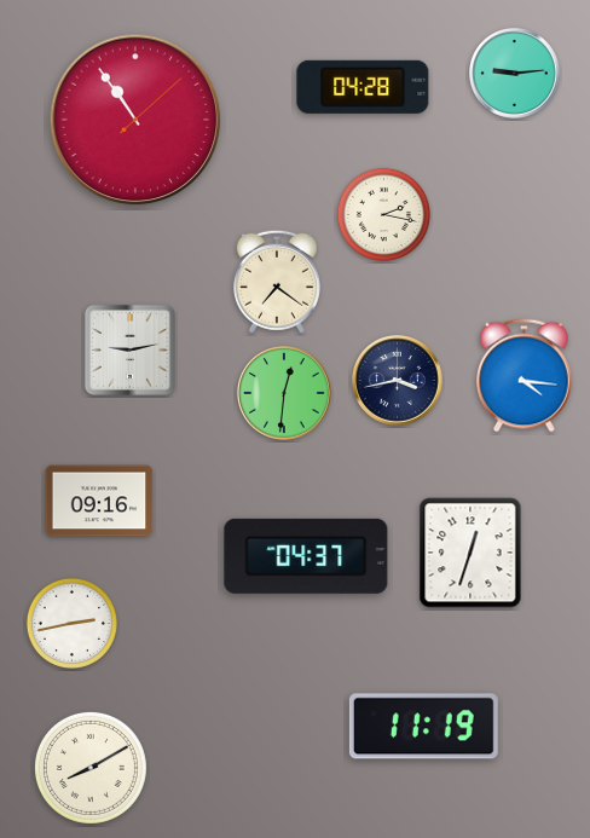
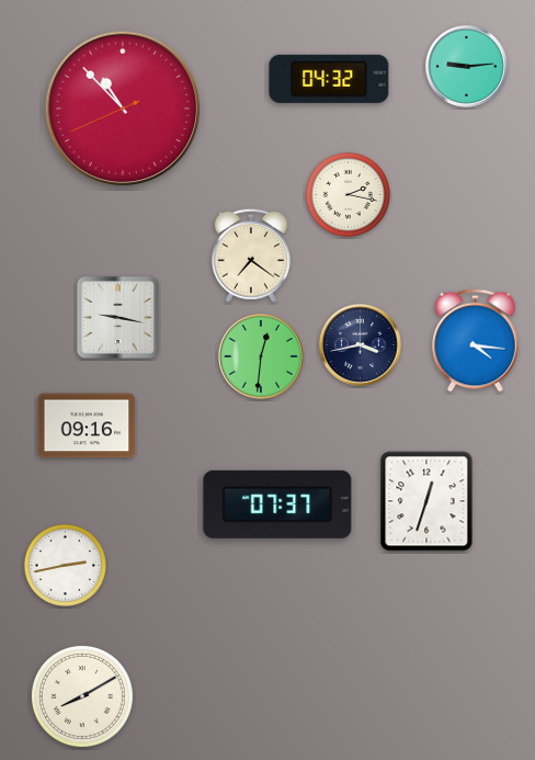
clock at (363, 87): 04:28 -> 04:32
clock at (135, 120): 10:54 -> 10:52
clock at (129, 349): 9:13 -> 9:17
clock at (285, 394) position: (285, 394) -> (262, 358)
clock at (99, 501) position: (99, 501) -> (87, 426)
clock at (306, 556): 04:37 -> 07:37
clock at (423, 727): 11:19 -> none
